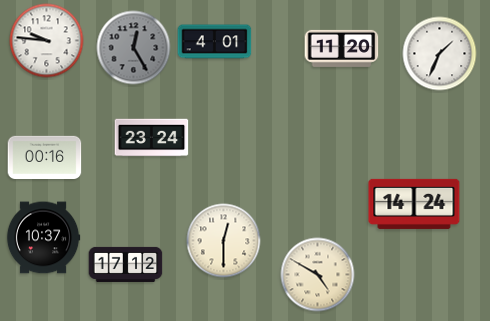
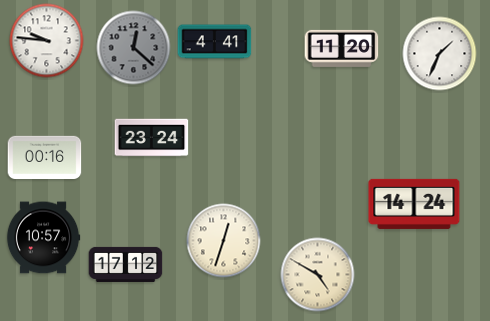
clock at (215, 42): 4:01 -> 4:41
clock at (134, 48): 12:25 -> 12:22
clock at (43, 238): 10:37 -> 10:57
clock at (224, 241): 12:30 -> 12:33
